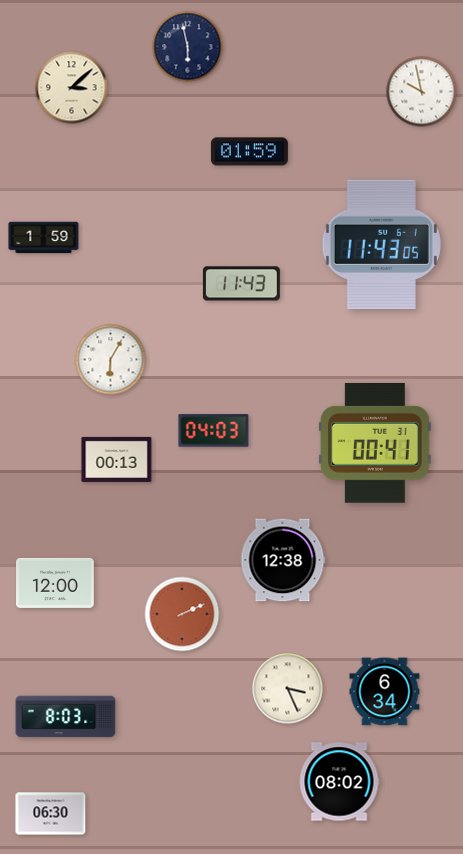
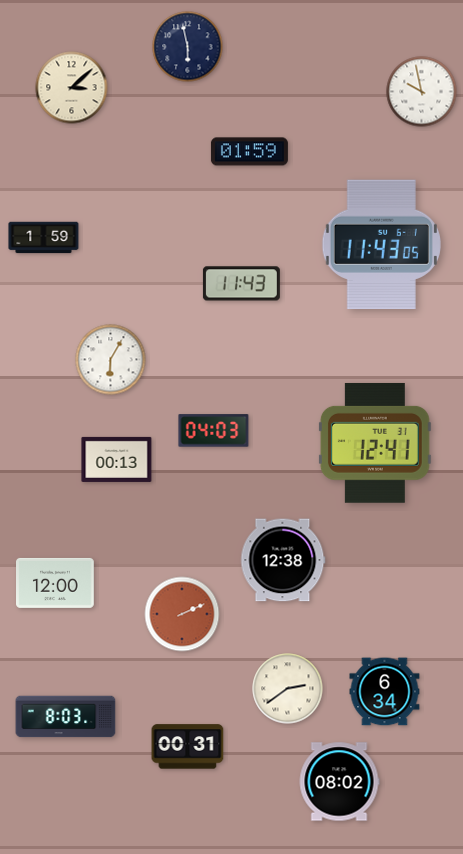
clock at (375, 443): 00:41 -> 12:41
clock at (288, 689): 3:26 -> 2:39
clock at (188, 747): none -> 00:31
clock at (51, 814): 06:30 -> none
